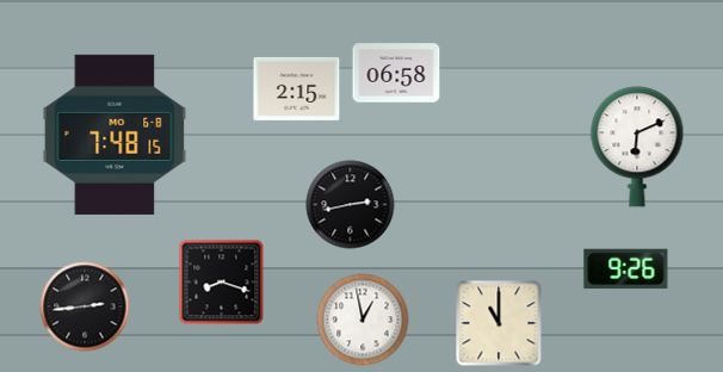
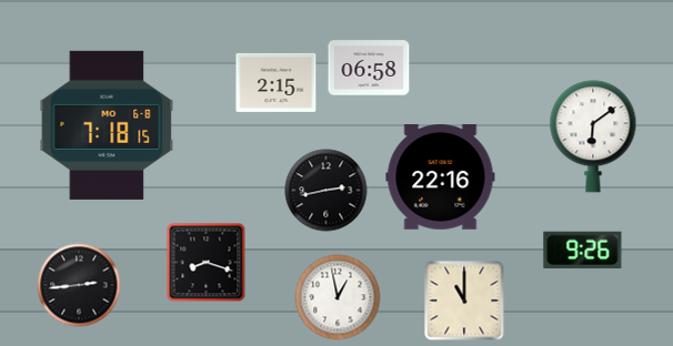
clock at (115, 135): 7:48 -> 7:18
clock at (637, 147): 6:11 -> 6:09
clock at (441, 177): none -> 22:16
